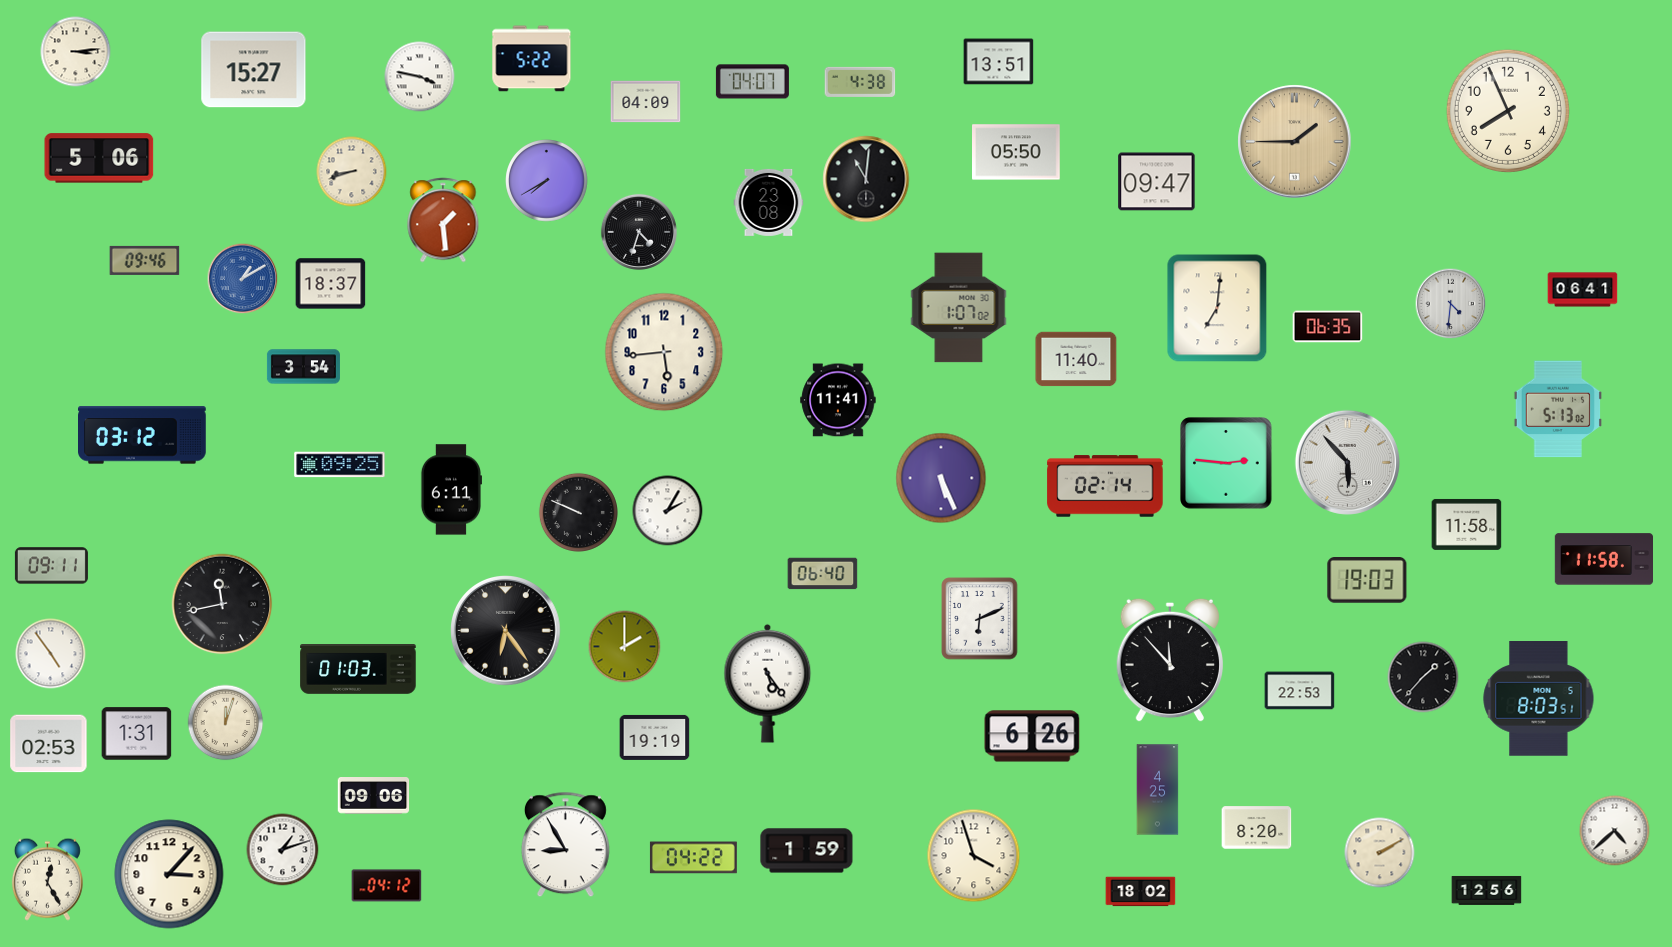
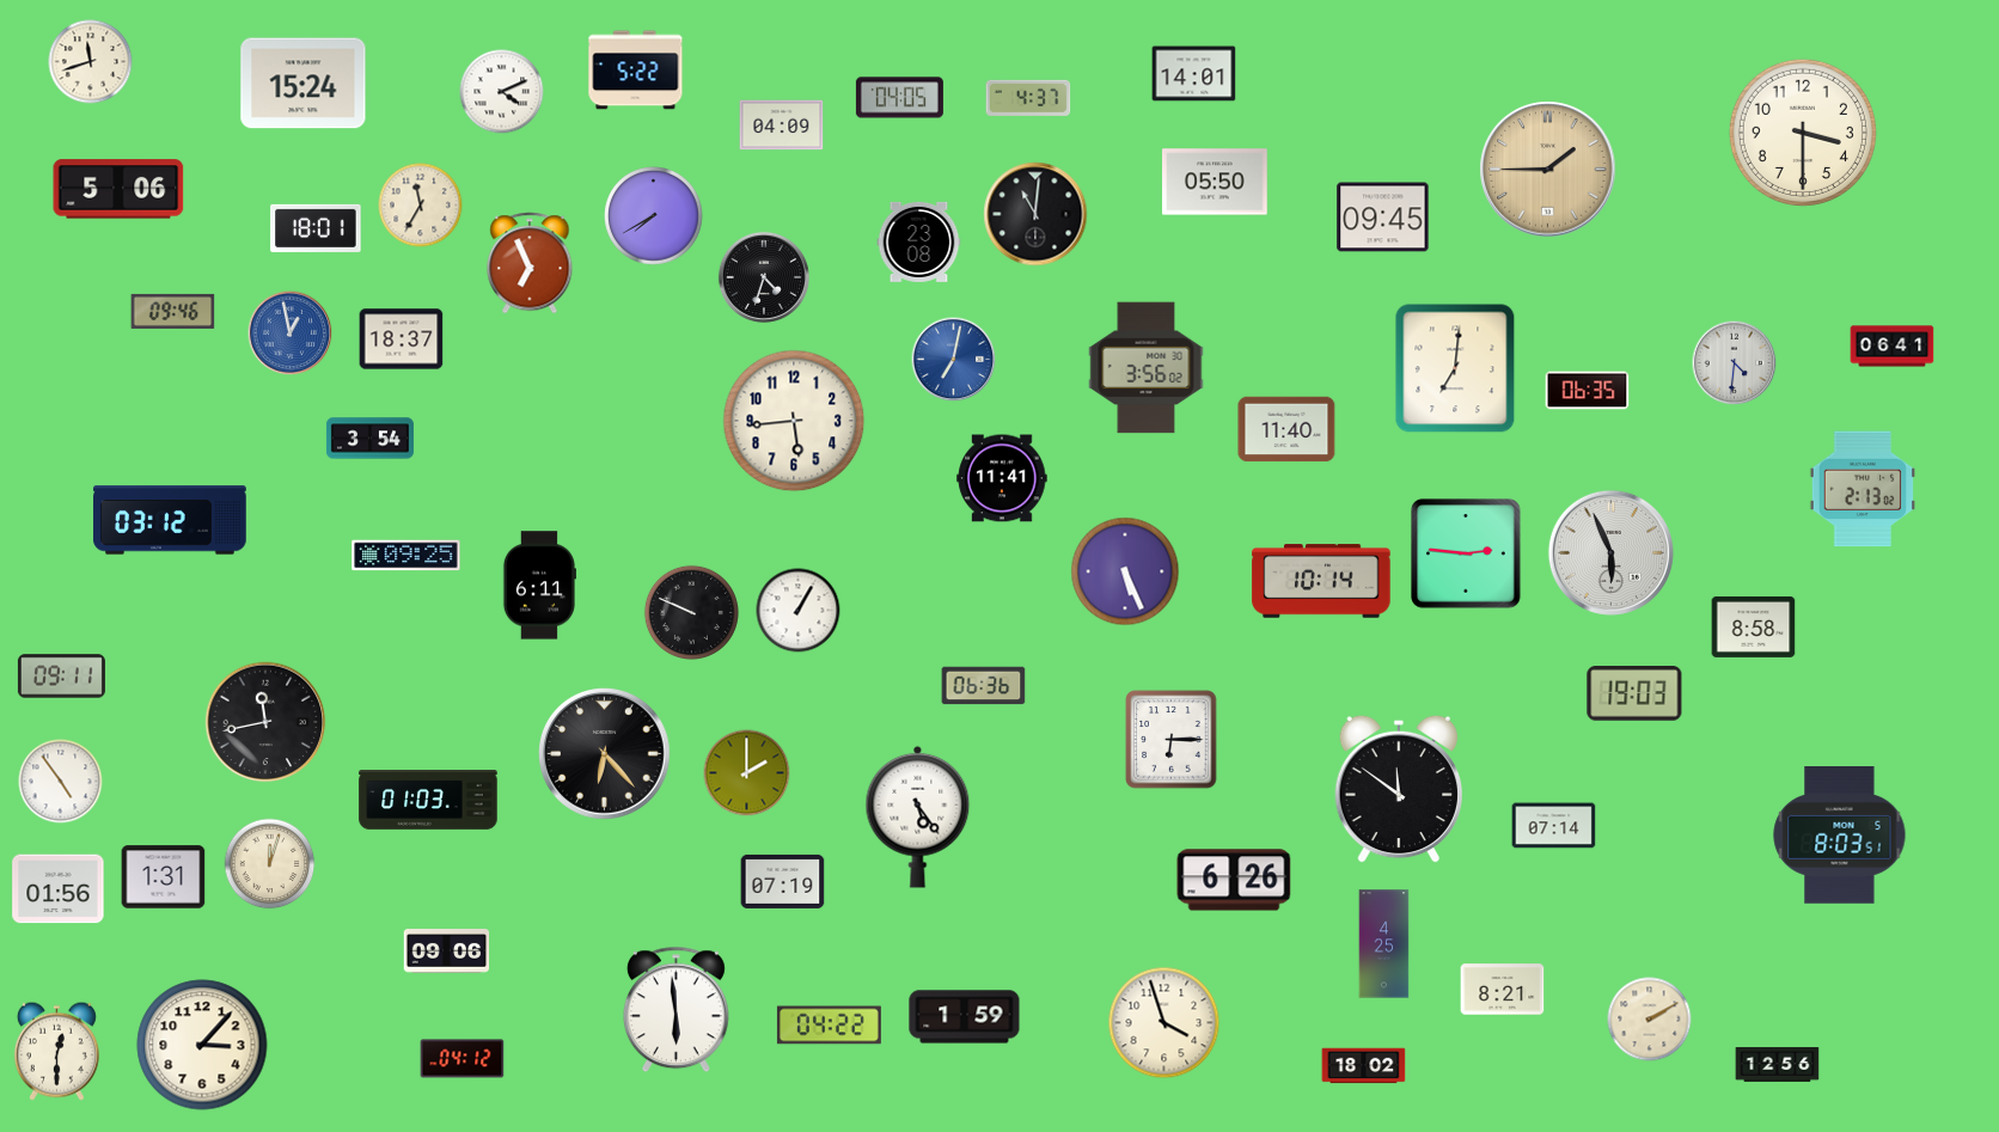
clock at (76, 52): 3:14 -> 11:42
clock at (999, 62): 13:51 -> 14:01
clock at (254, 70): 15:27 -> 15:24
clock at (420, 77): 3:47 -> 4:11
clock at (752, 82): 04:07 -> 04:05
clock at (860, 82): 4:38 -> 4:37
clock at (646, 102) position: (646, 102) -> (782, 126)
clock at (1508, 111): 7:56 -> 3:30
clock at (352, 172): 8:42 -> 11:35
clock at (1157, 182): 09:47 -> 09:45
clock at (316, 228): none -> 18:01
clock at (443, 220): 1:29 -> 6:56
clock at (243, 279): 1:10 -> 12:58
clock at (331, 284) position: (331, 284) -> (402, 339)
clock at (954, 360): none -> 7:02
clock at (959, 308): 1:07 -> 3:56
clock at (303, 367) position: (303, 367) -> (369, 439)
clock at (1557, 409): 5:13 -> 2:13
clock at (1347, 462): 5:53 -> 5:56
clock at (1105, 486): 02:14 -> 10:14
clock at (668, 511): 2:05 -> 1:05
clock at (1467, 524): 11:58 -> 8:58
clock at (1603, 559): 11:58 -> none
clock at (823, 574): 06:40 -> 06:36
clock at (980, 619): 6:11 -> 6:15
clock at (506, 631): 6:24 -> 6:23
clock at (1169, 660): 11:53 -> 11:51
clock at (1423, 677): 1:37 -> none
clock at (1300, 691): 22:53 -> 07:14
clock at (655, 737): 19:19 -> 07:19
clock at (49, 744): 02:53 -> 01:56
clock at (1257, 828): 8:20 -> 8:21
clock at (1615, 831): 4:38 -> none
clock at (565, 845): 8:55 -> 5:59
clock at (283, 850): 1:12 -> none
clock at (47, 879): 12:25 -> 12:30
